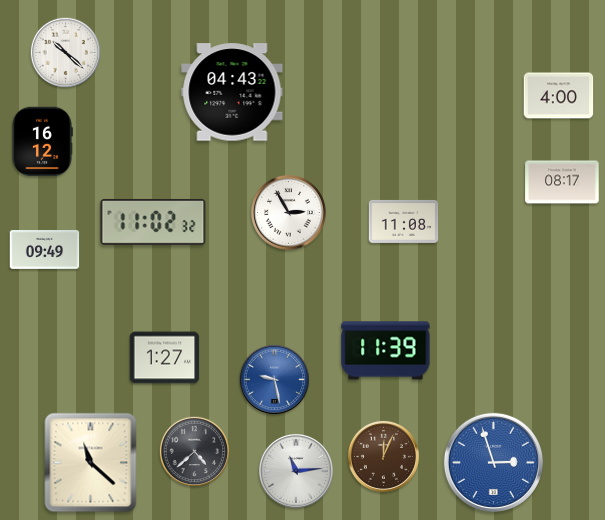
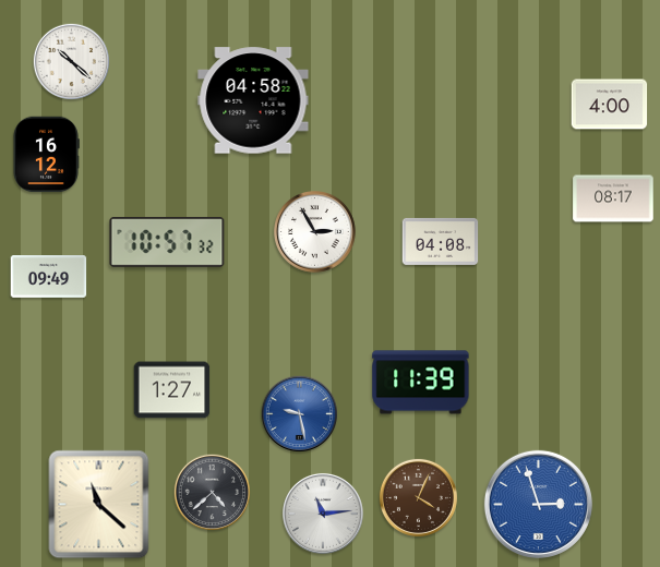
clock at (66, 53) position: (66, 53) -> (72, 62)
clock at (232, 92): 04:43 -> 04:58
clock at (404, 221): 11:08 -> 04:08
clock at (153, 222): 11:02 -> 10:57
clock at (45, 250) position: (45, 250) -> (49, 277)
clock at (165, 358) position: (165, 358) -> (172, 390)
clock at (383, 456): 12:04 -> 4:04
